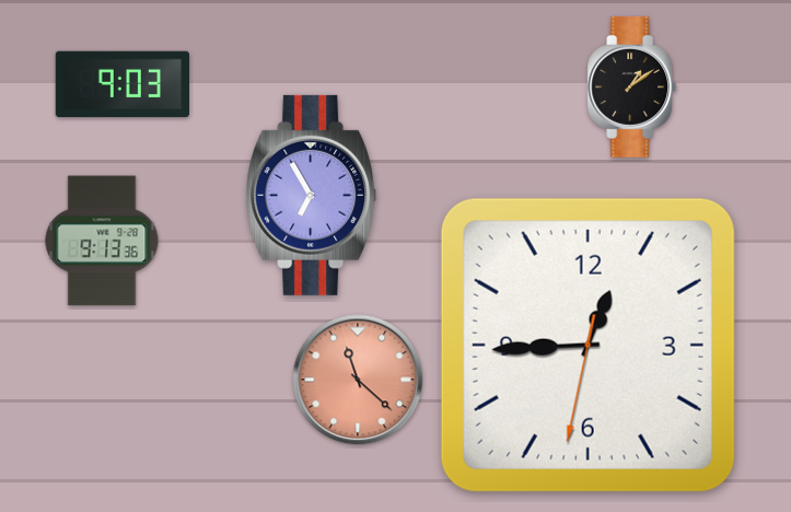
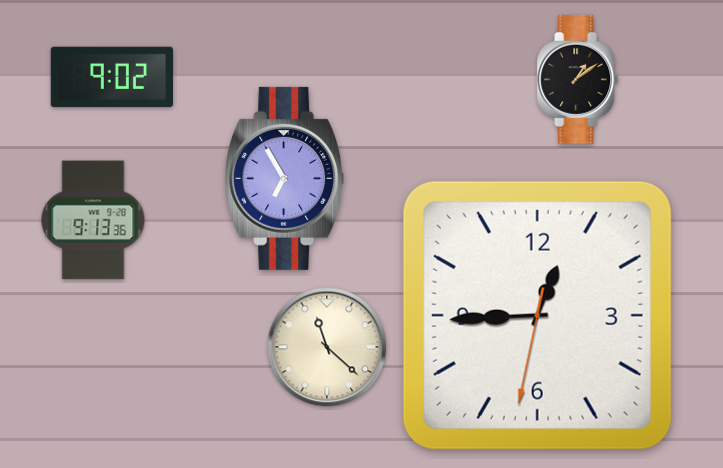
clock at (121, 84): 9:03 -> 9:02
clock at (358, 380) dial: salmon -> cream
